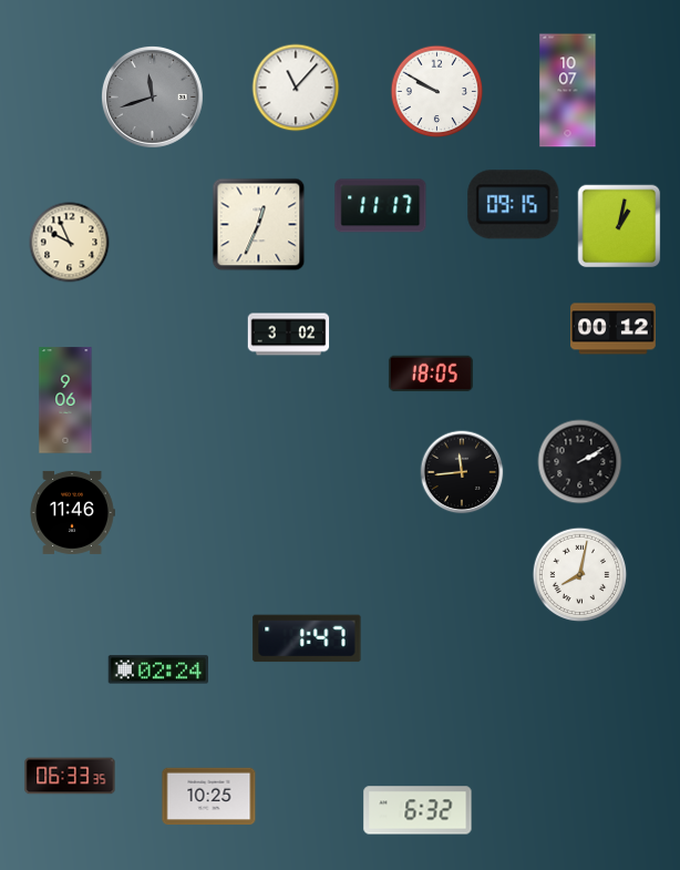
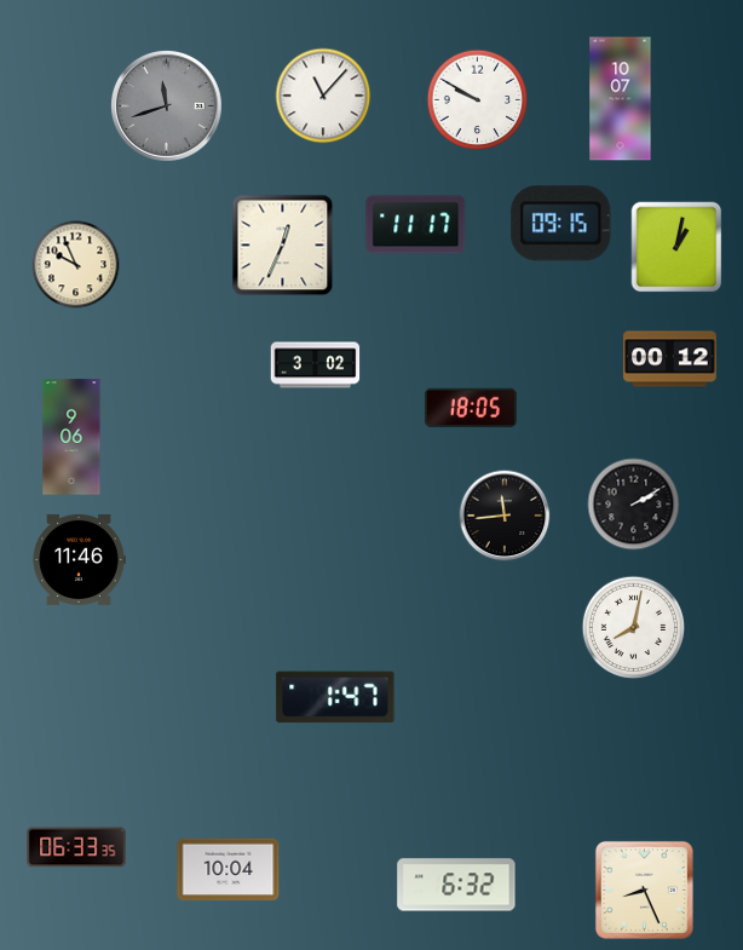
clock at (157, 669): 02:24 -> none
clock at (209, 797): 10:25 -> 10:04
clock at (644, 889): none -> 8:26
